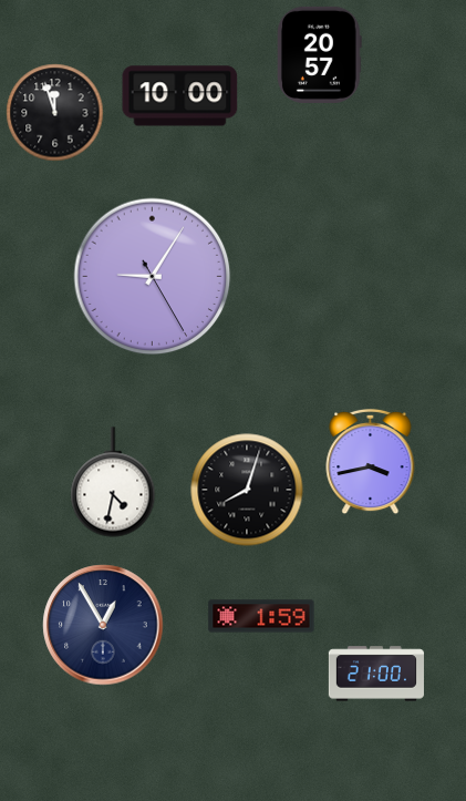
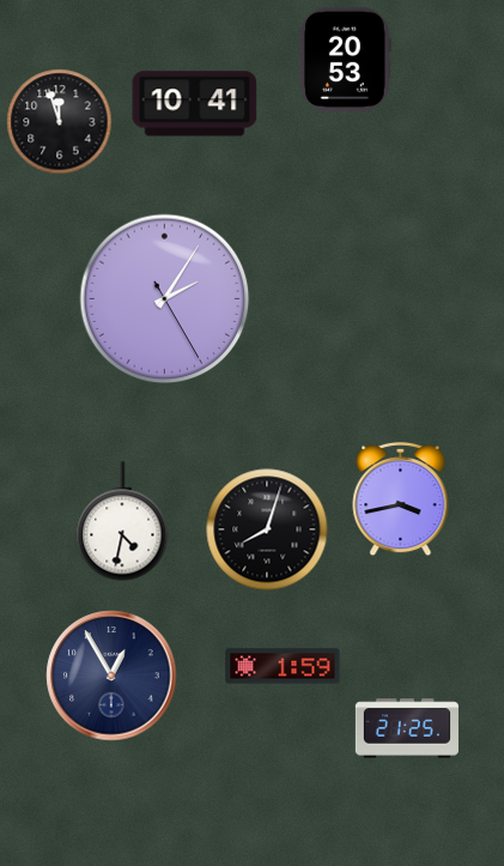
clock at (319, 54): 20:57 -> 20:53
clock at (180, 96): 10:00 -> 10:41
clock at (153, 277): 9:05 -> 2:05
clock at (376, 674): 21:00 -> 21:25
